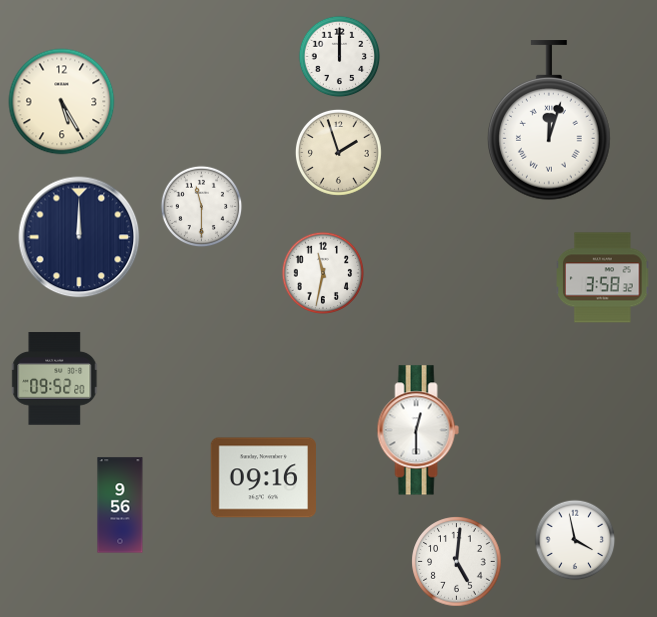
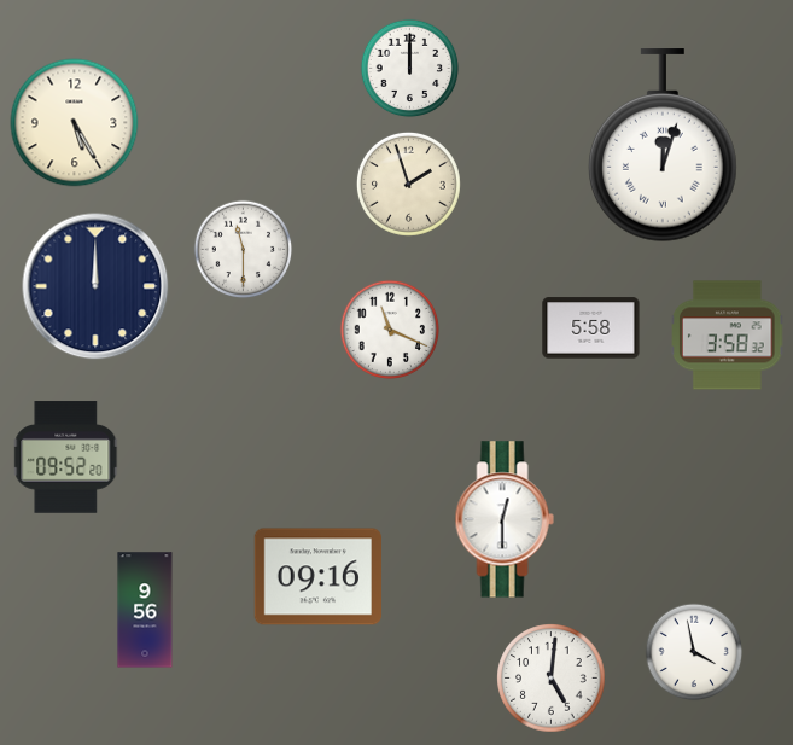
clock at (322, 272): 11:32 -> 11:19
clock at (591, 328): none -> 5:58
